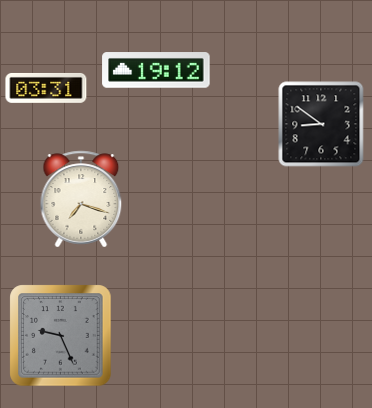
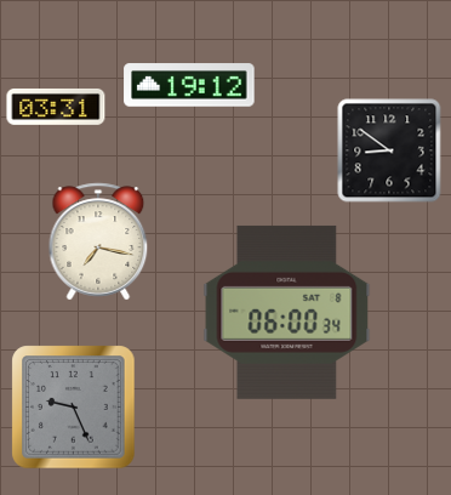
clock at (81, 199): 7:18 -> 7:17
clock at (287, 312): none -> 06:00
